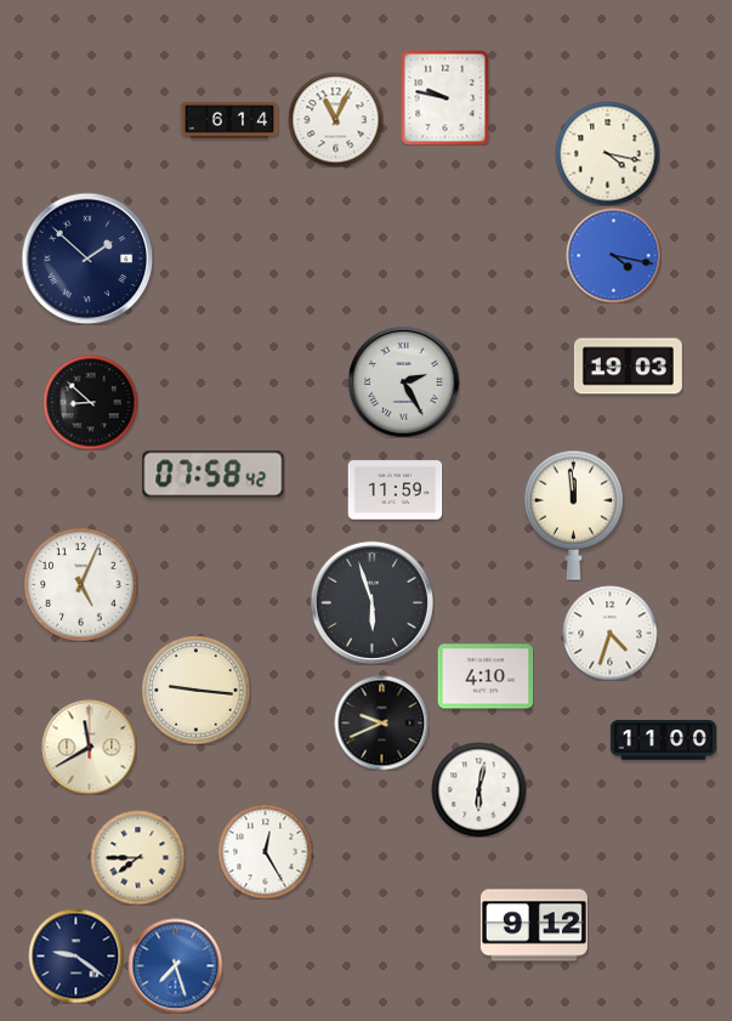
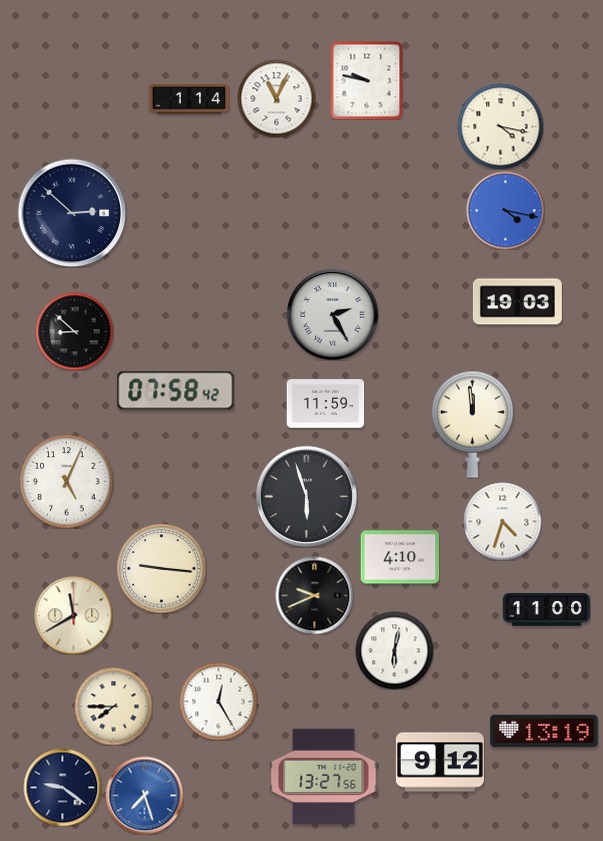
clock at (229, 120): 6:14 -> 1:14
clock at (87, 259): 1:52 -> 2:52
clock at (544, 731): none -> 13:19
clock at (324, 777): none -> 13:27
